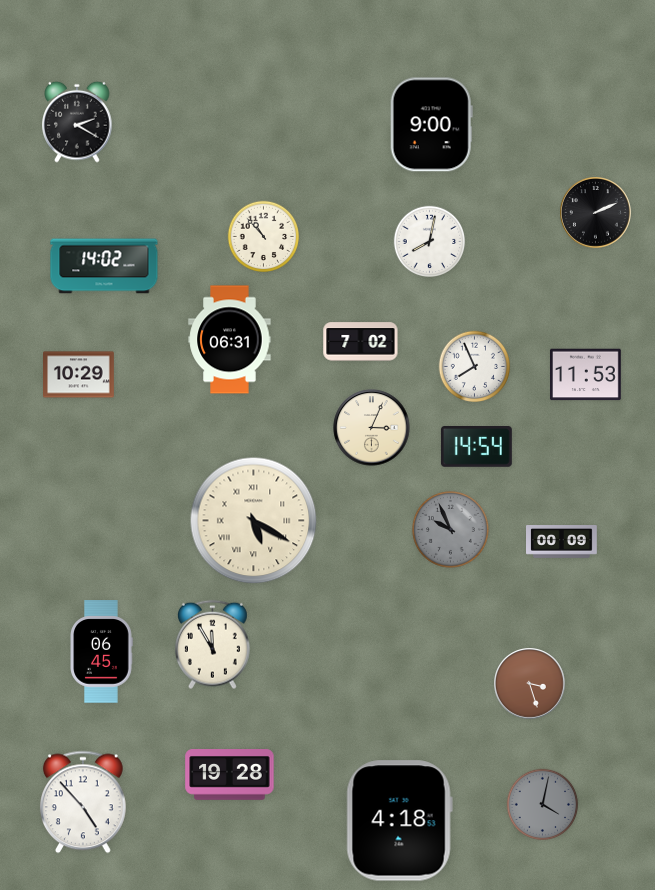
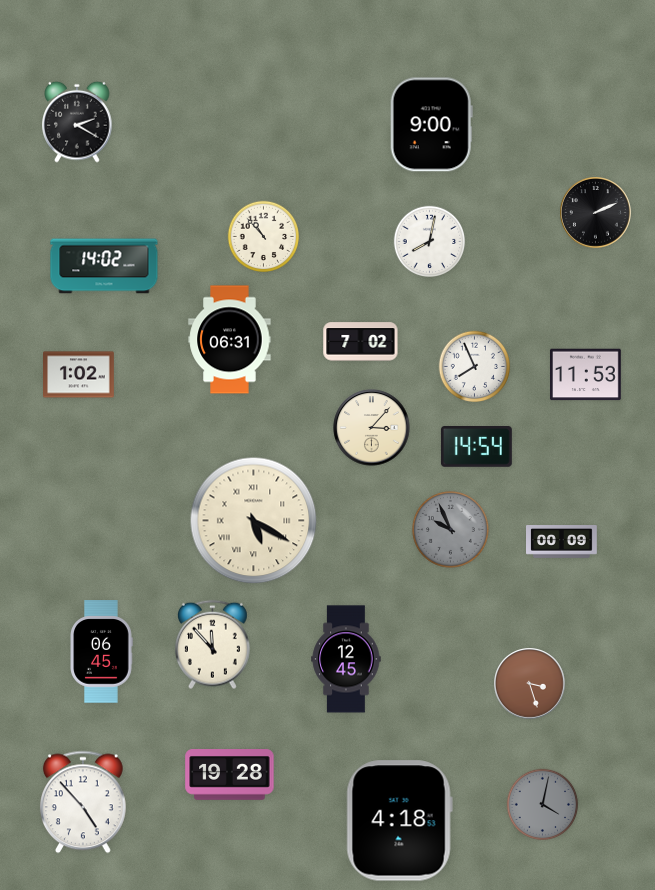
clock at (79, 375): 10:29 -> 1:02
clock at (372, 428): 3:04 -> 3:07
clock at (212, 645): 11:55 -> 11:53
clock at (346, 659): none -> 12:45
